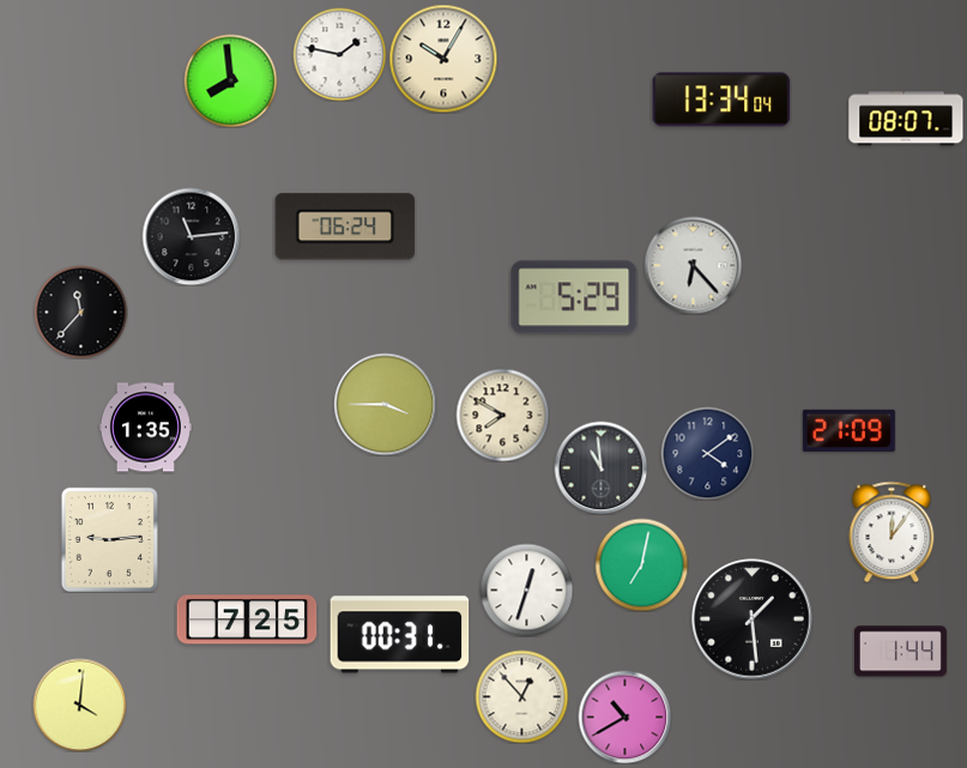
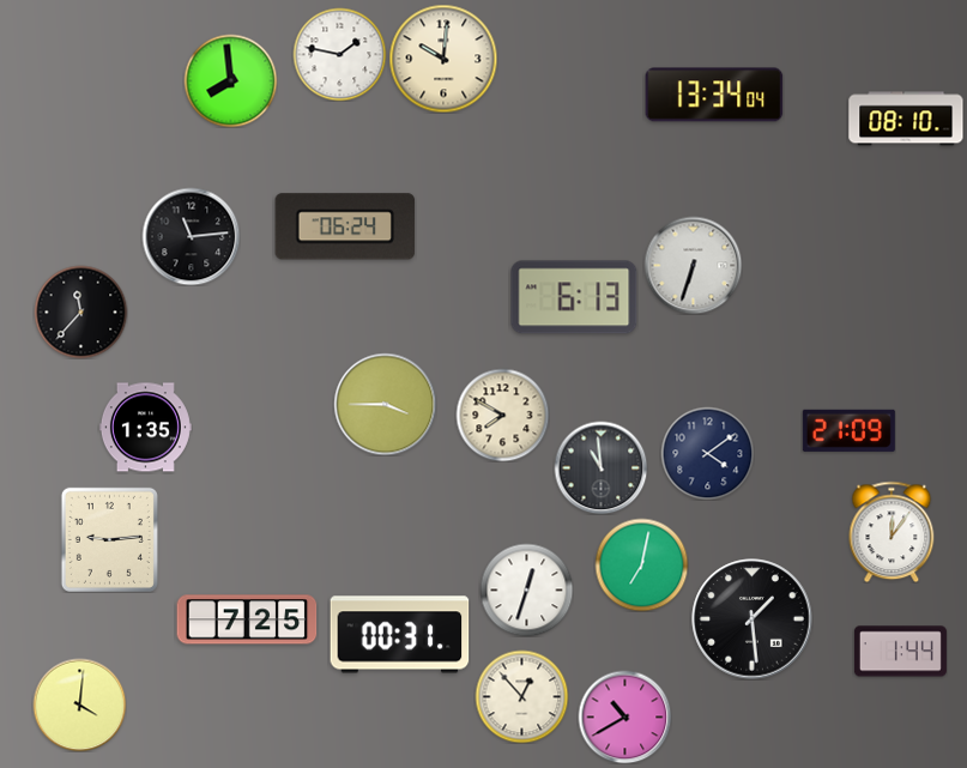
clock at (443, 59): 10:05 -> 10:01
clock at (721, 99) position: (721, 99) -> (714, 95)
clock at (906, 119): 08:07 -> 08:10
clock at (693, 265): 6:23 -> 6:33
clock at (574, 297): 5:29 -> 6:13
